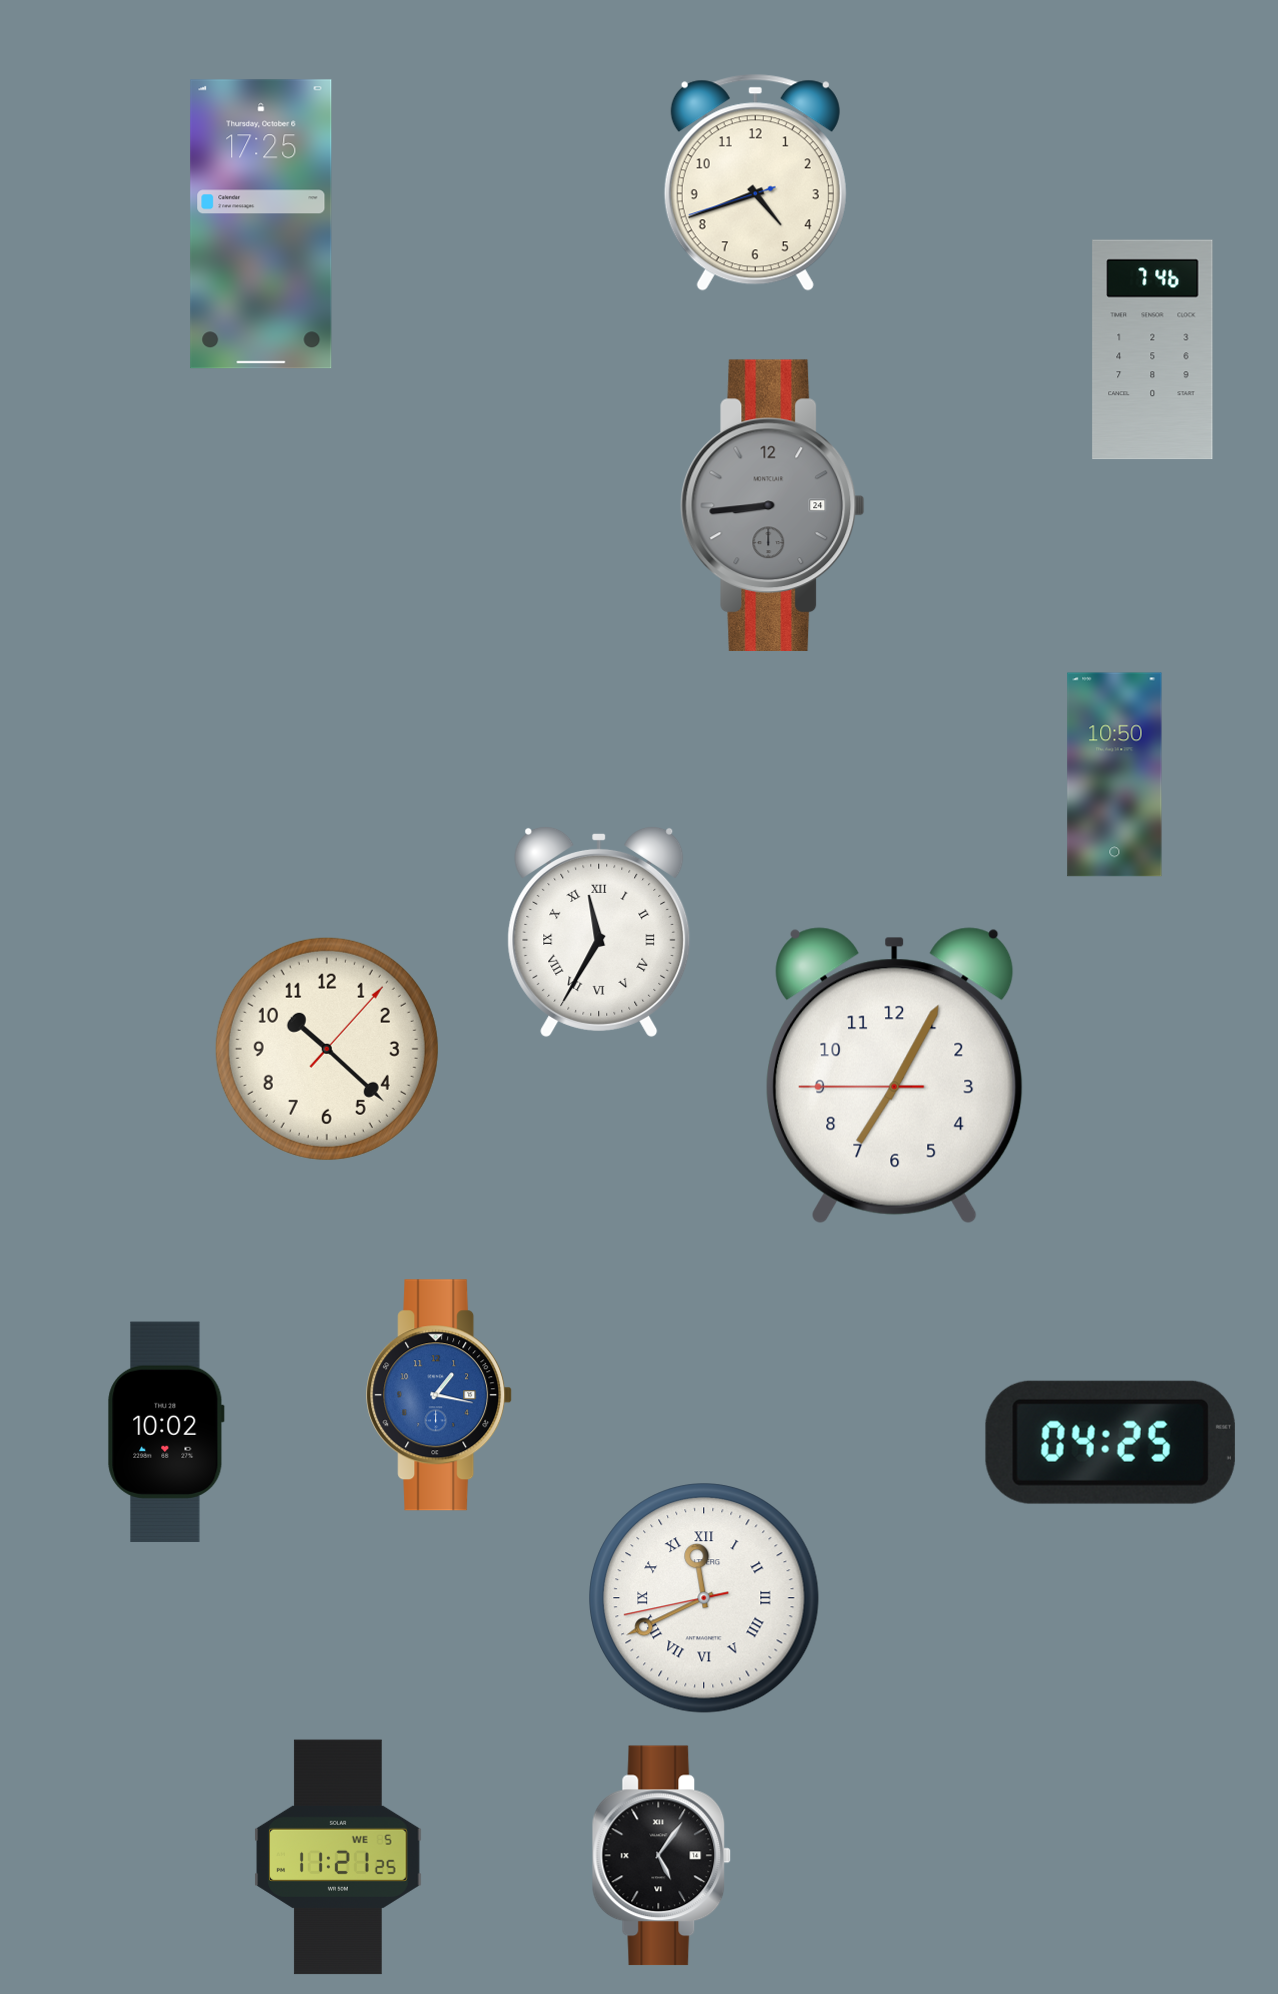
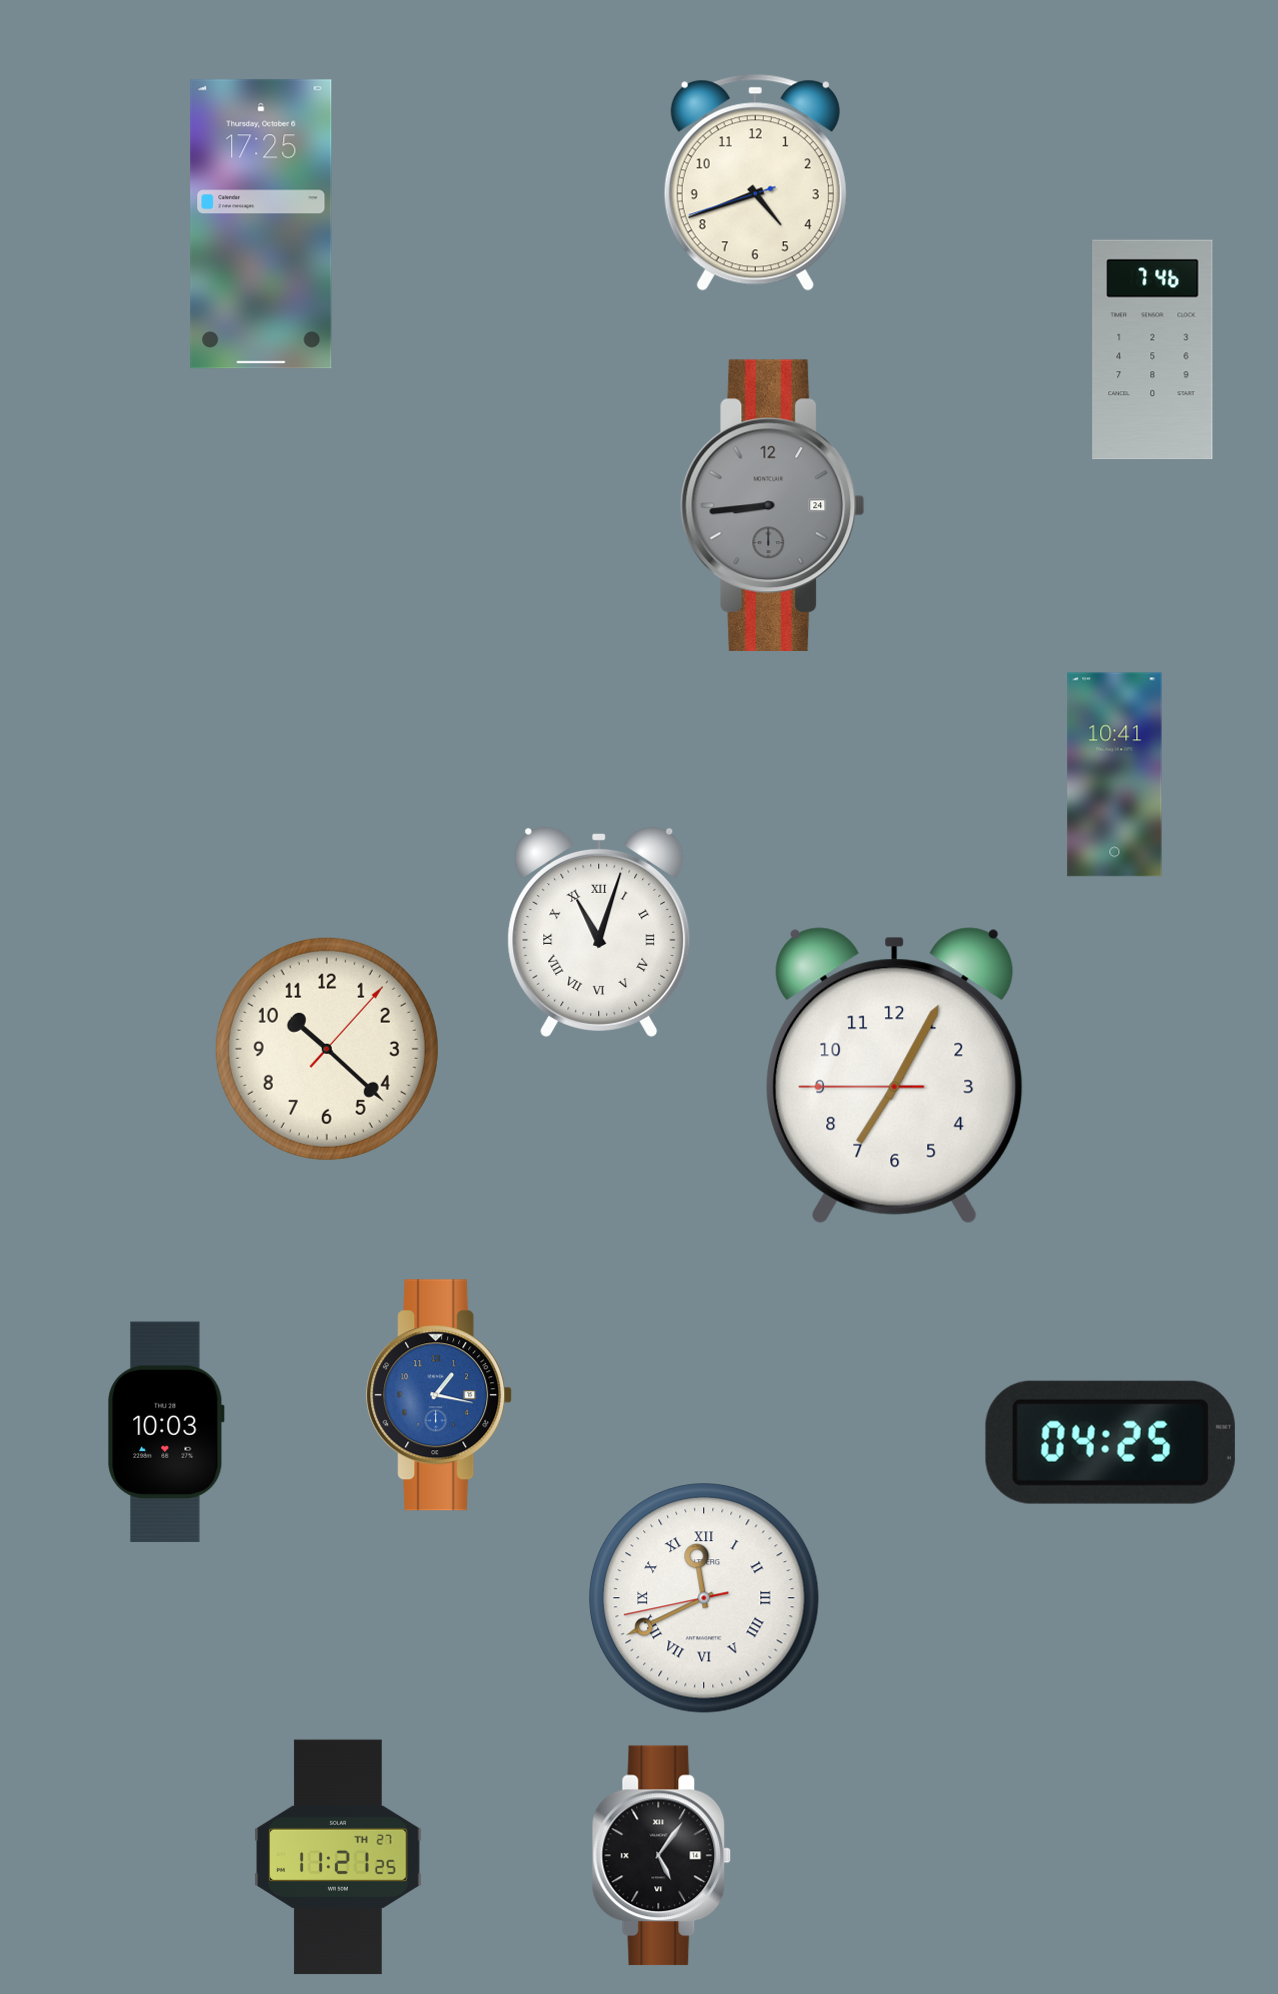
clock at (1115, 775): 10:50 -> 10:41
clock at (599, 931): 11:35 -> 11:03
clock at (166, 1432): 10:02 -> 10:03
clock at (338, 1857) date: WE 5 -> TH 27
